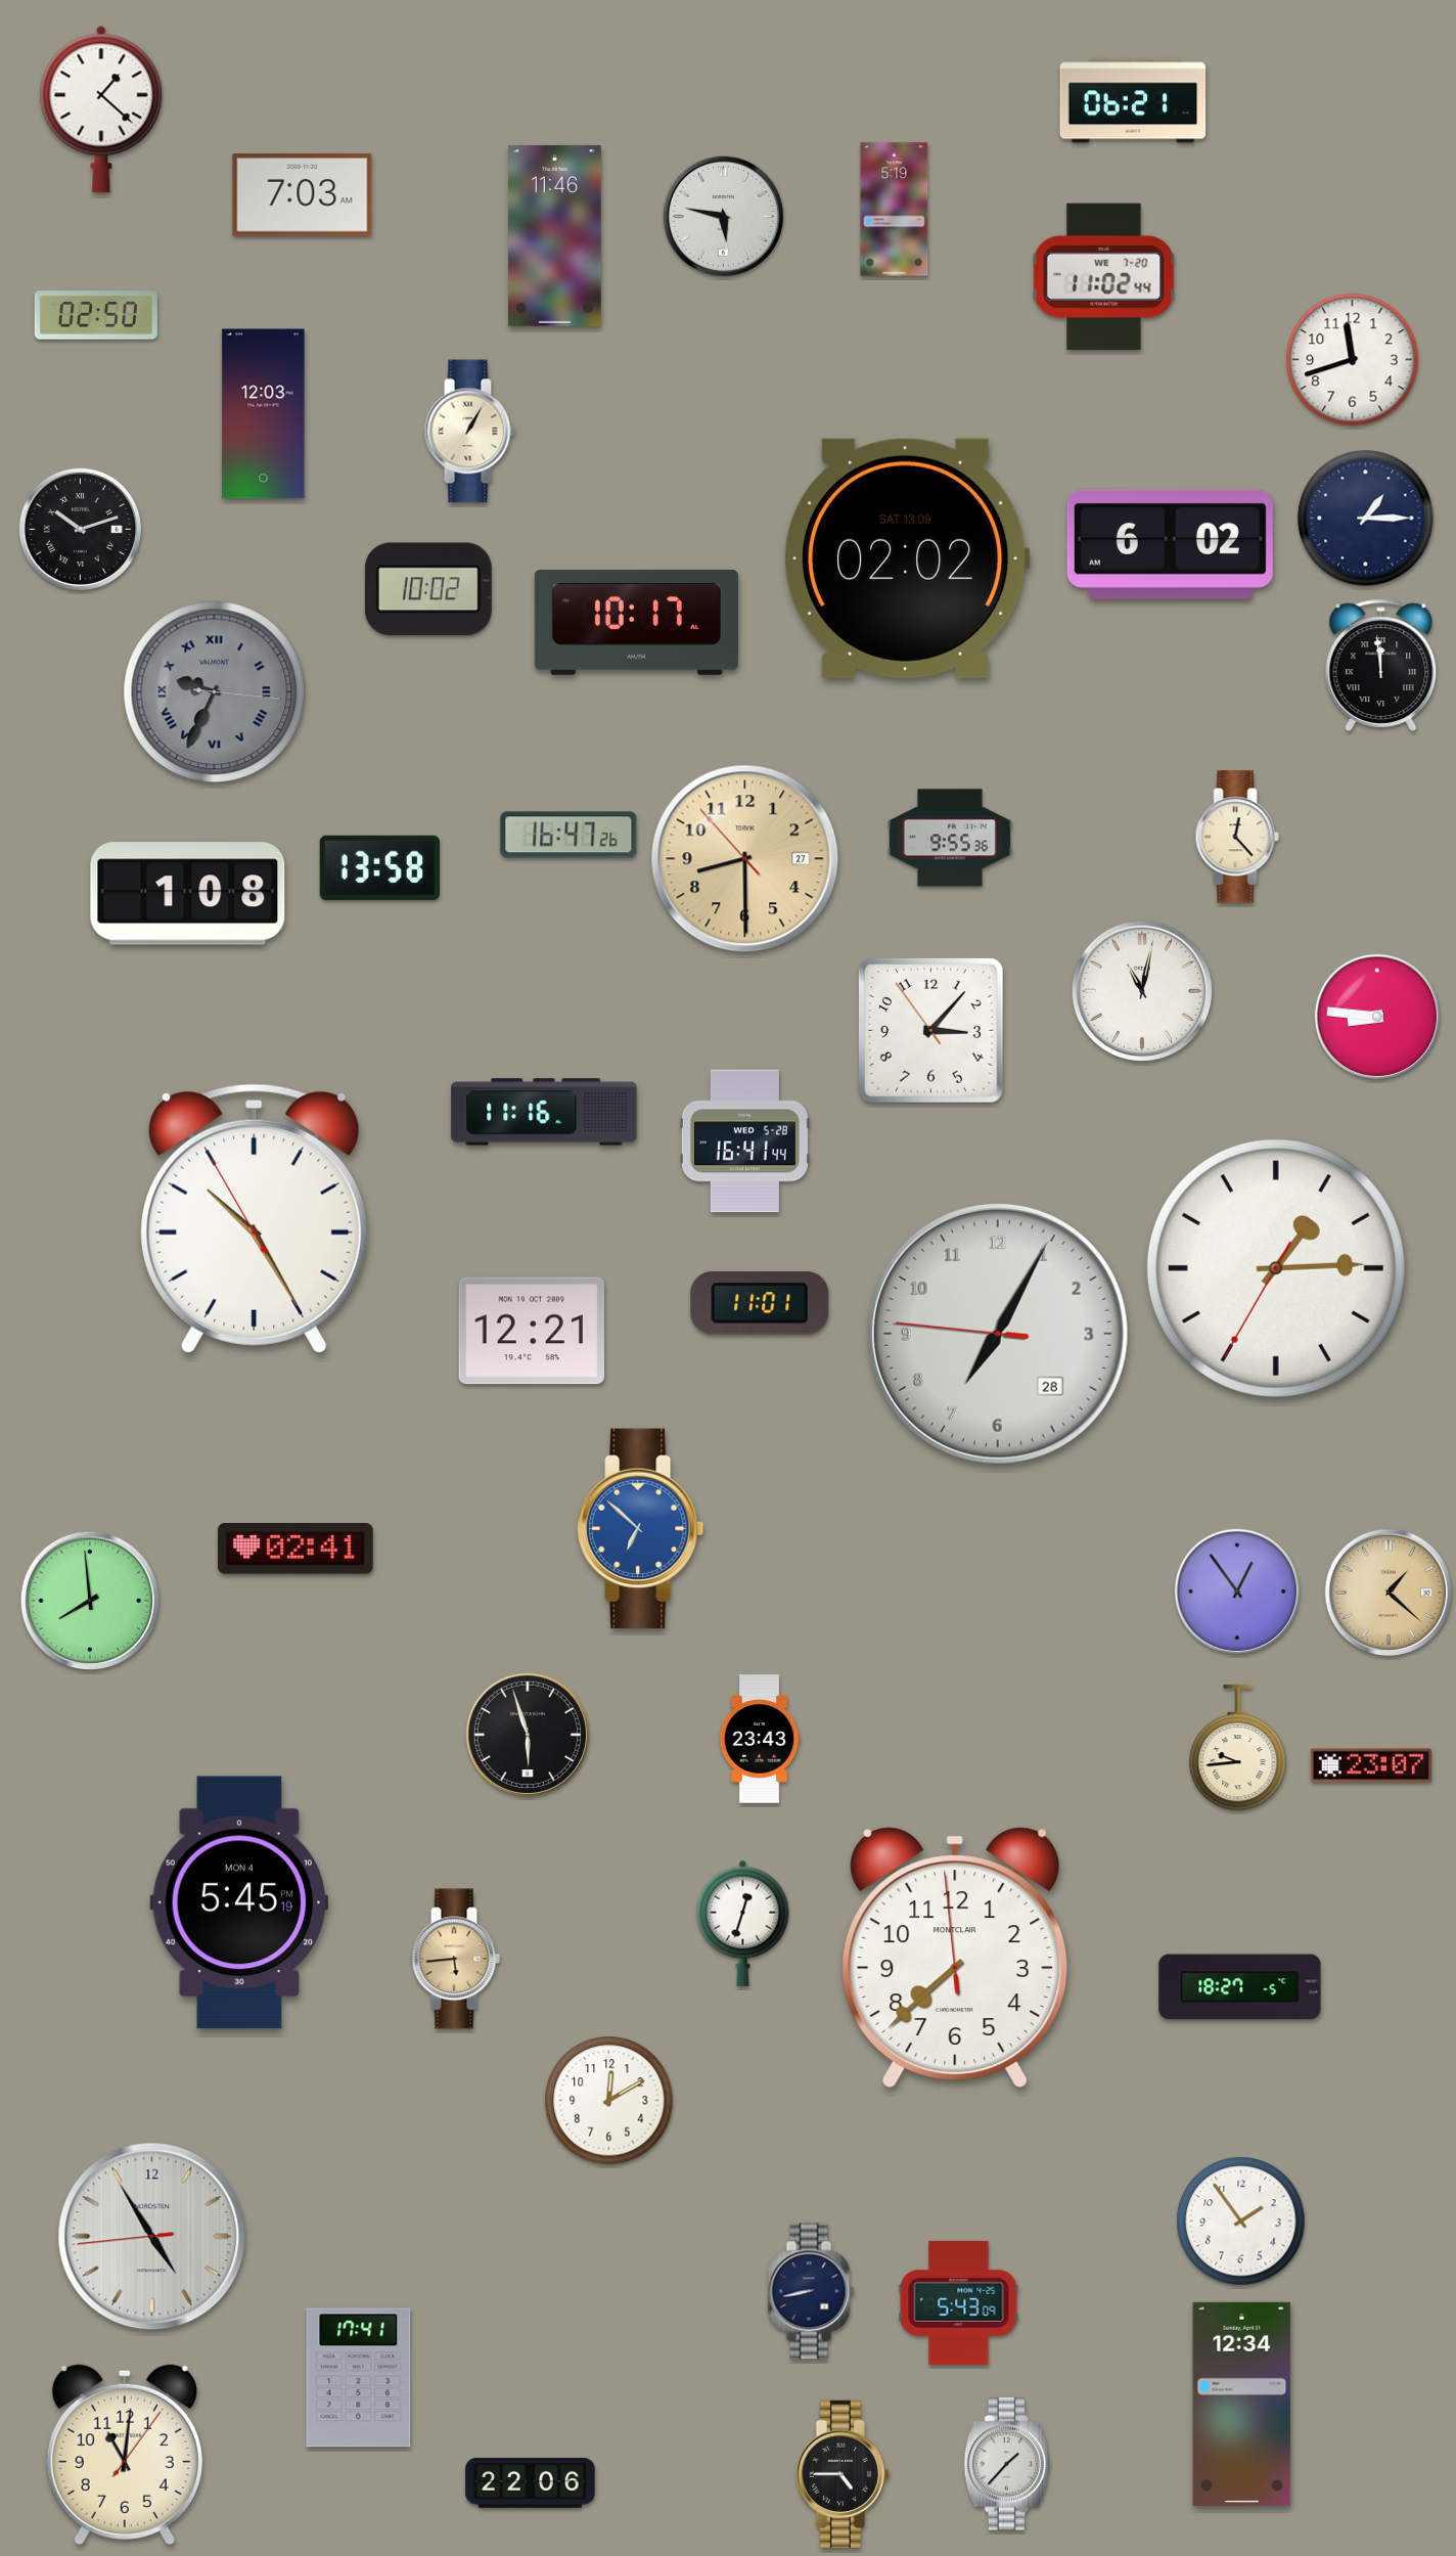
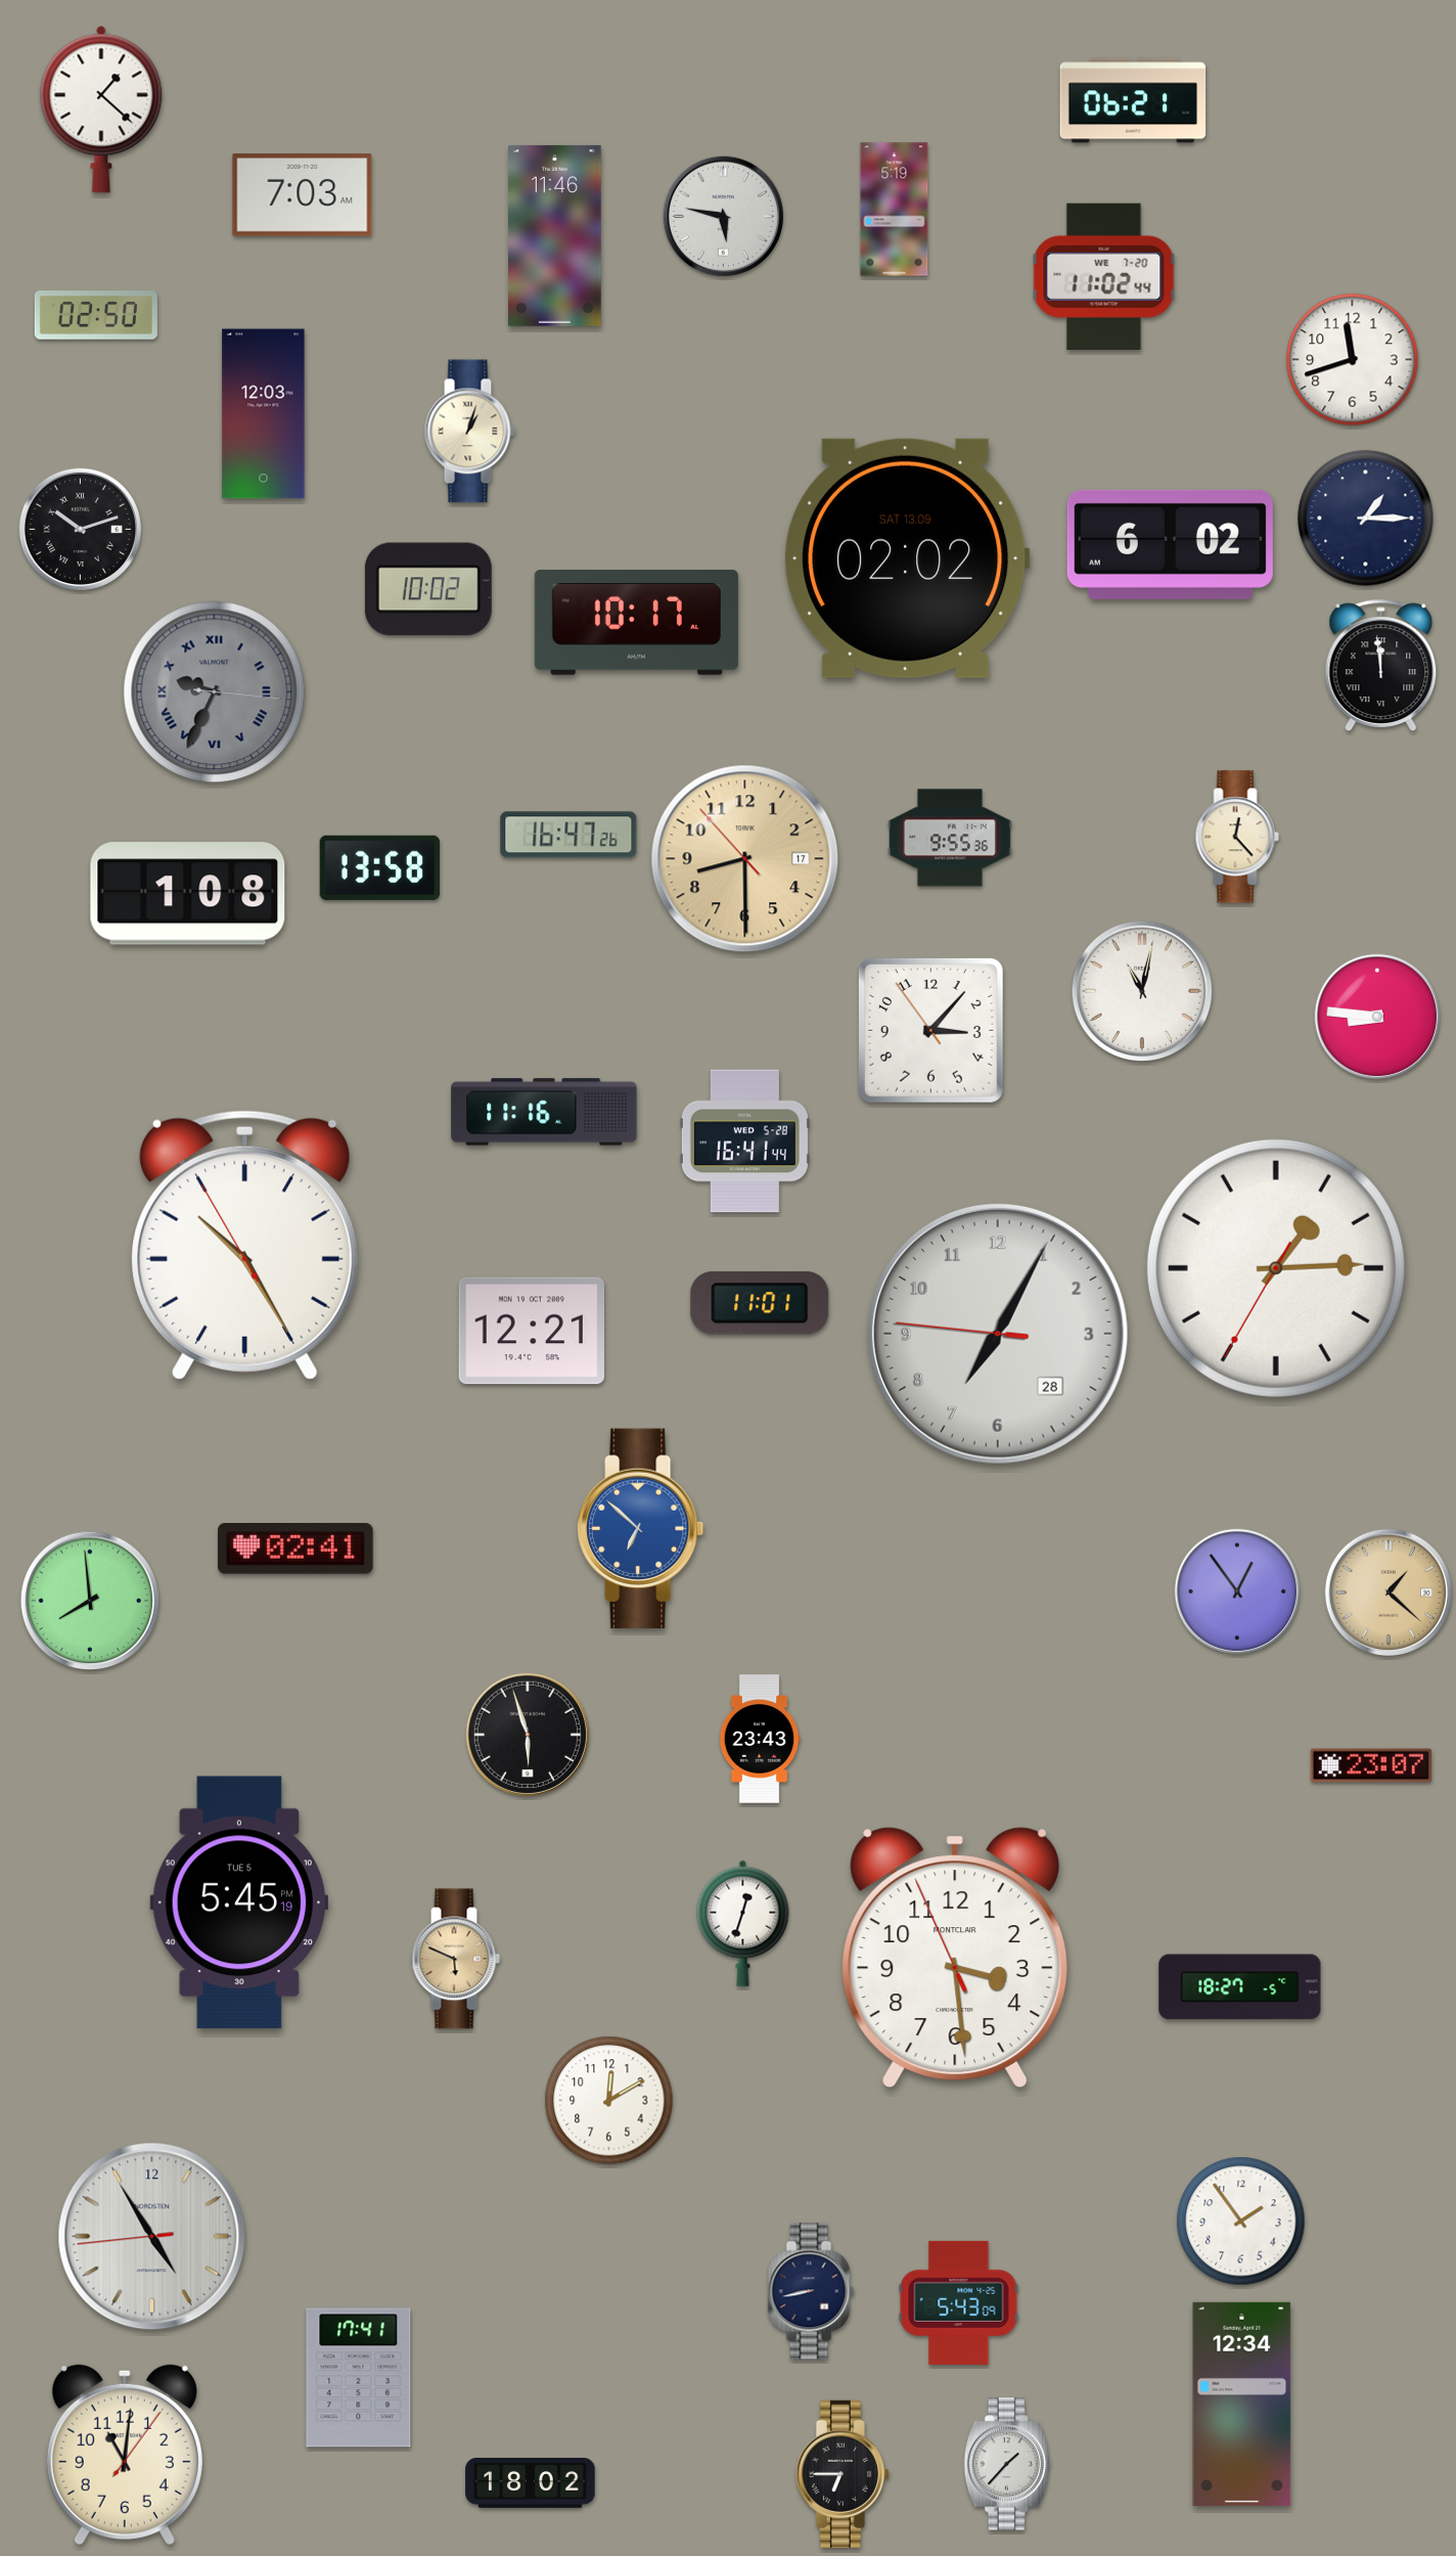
clock at (469, 432): 1:05 -> 1:03
clock at (745, 859) date: 27 -> 17
clock at (255, 1218) position: (255, 1218) -> (245, 1245)
clock at (1238, 1748): 9:44 -> none
clock at (239, 1902) date: MON 4 -> TUE 5
clock at (955, 1958): 7:37 -> 3:28
clock at (456, 1959): 5:44 -> 5:49
clock at (843, 2474): 4:45 -> 6:45
clock at (531, 2483): 22:06 -> 18:02
